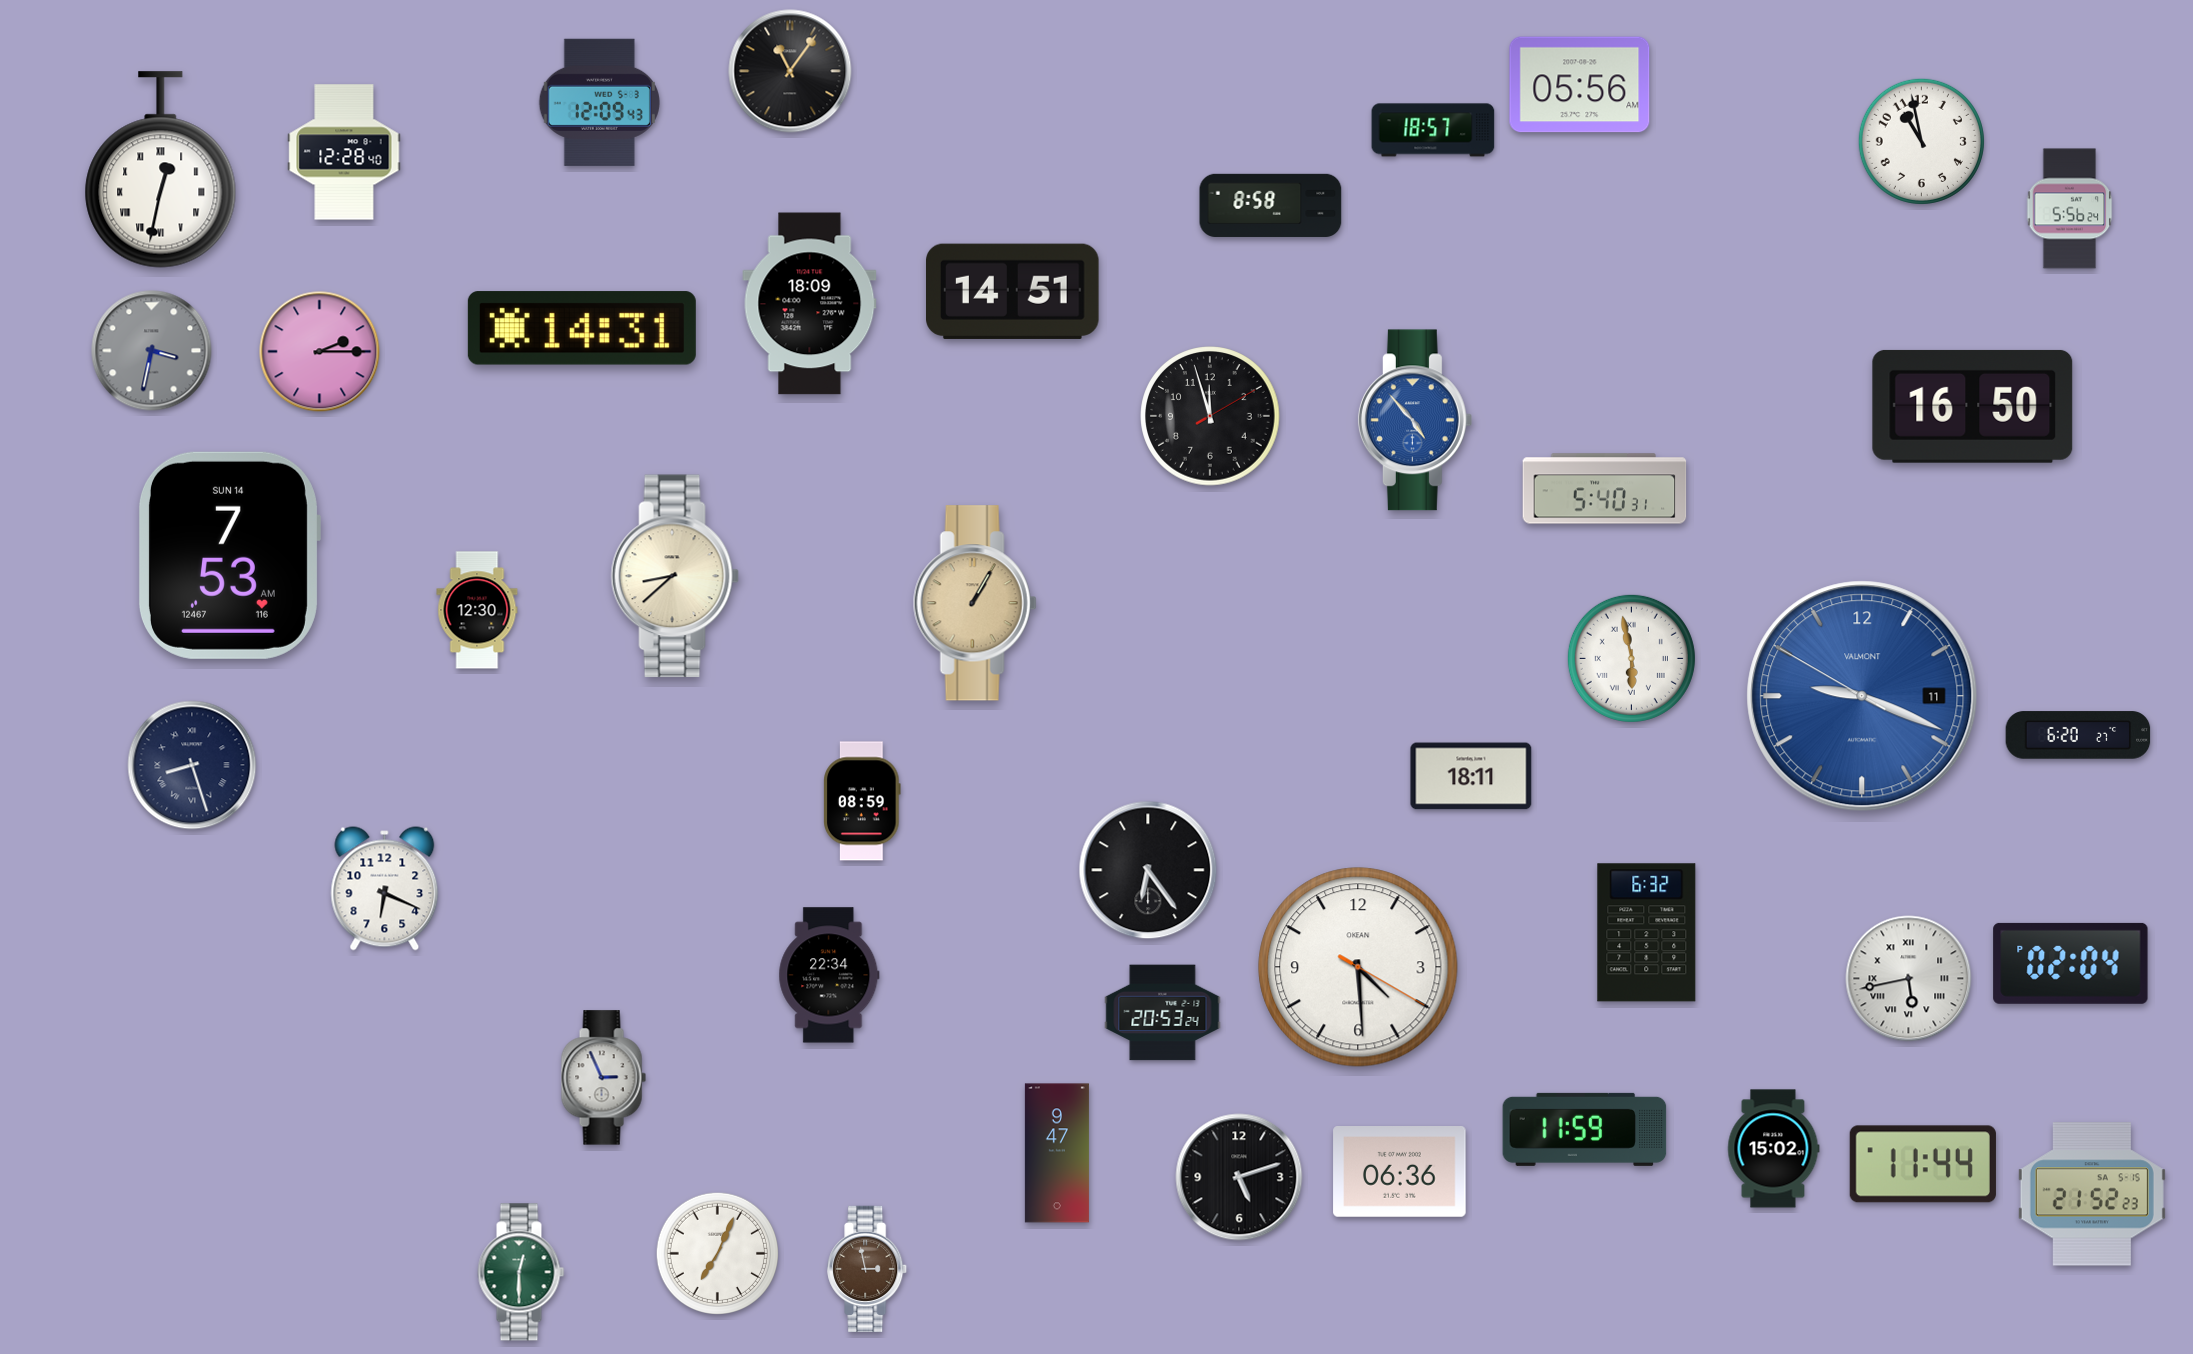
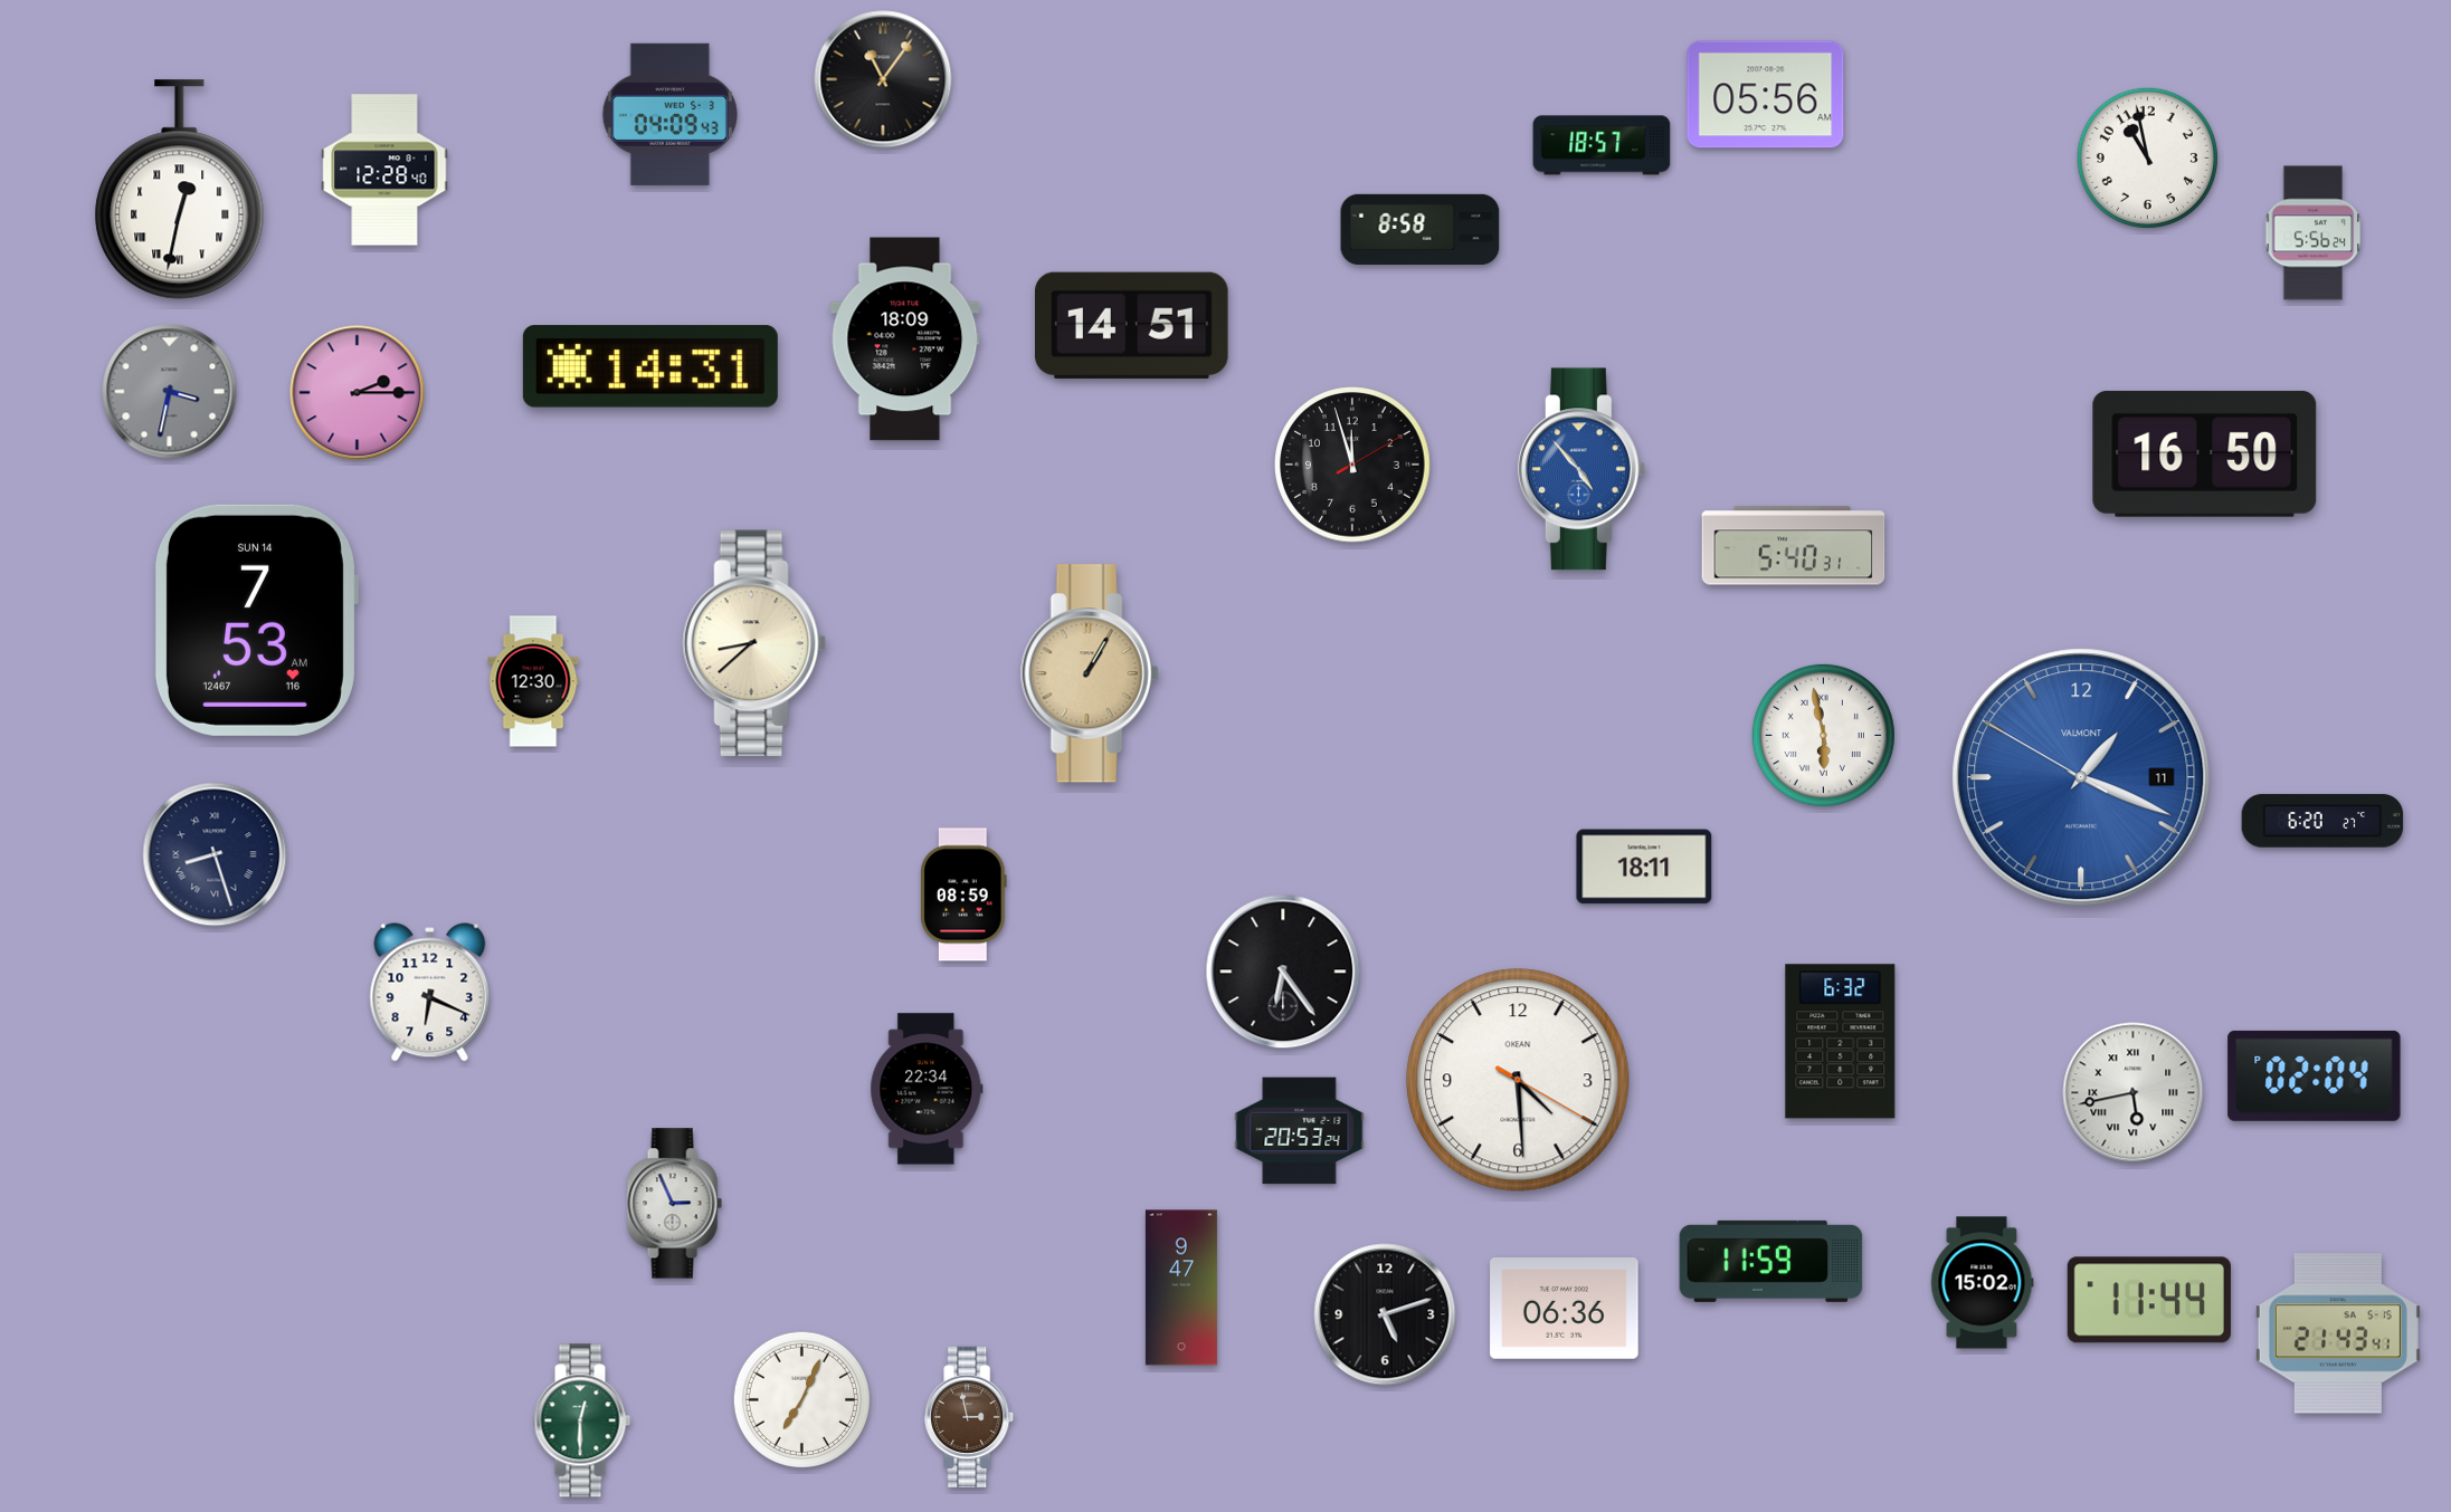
clock at (599, 102): 12:09 -> 04:09
clock at (1862, 696): 9:18 -> 1:18
clock at (2092, 1194): 21:52 -> 21:43
